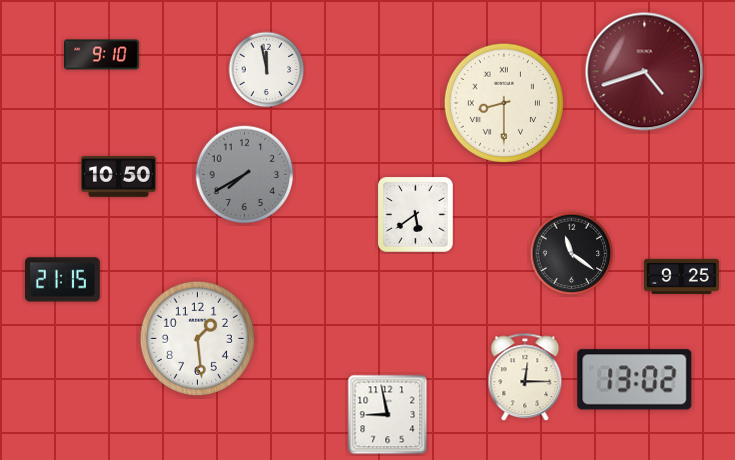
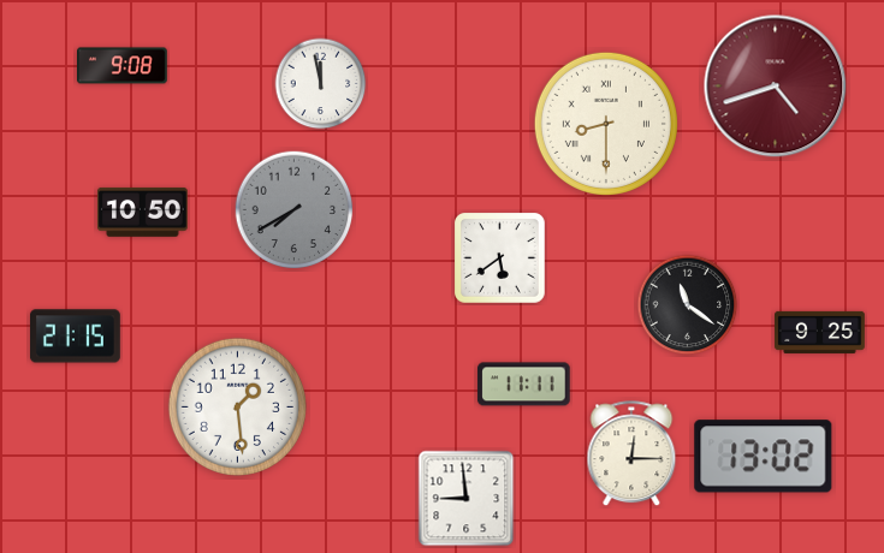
clock at (102, 55): 9:10 -> 9:08
clock at (524, 385): none -> 11:11
clock at (388, 415): 8:58 -> 8:59
